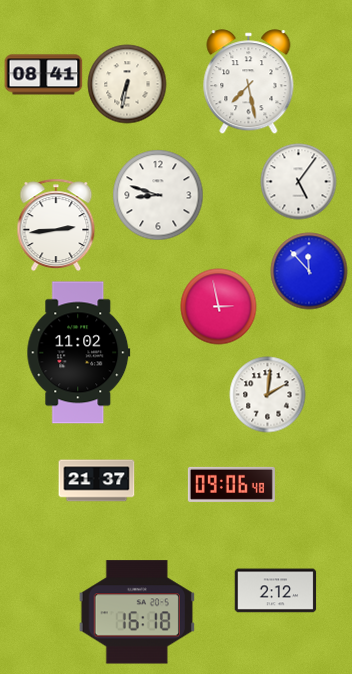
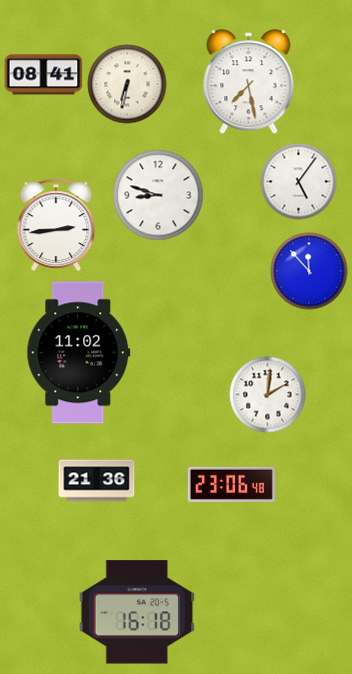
clock at (219, 307): 2:58 -> none
clock at (97, 481): 21:37 -> 21:36
clock at (231, 484): 09:06 -> 23:06
clock at (276, 591): 2:12 -> none
